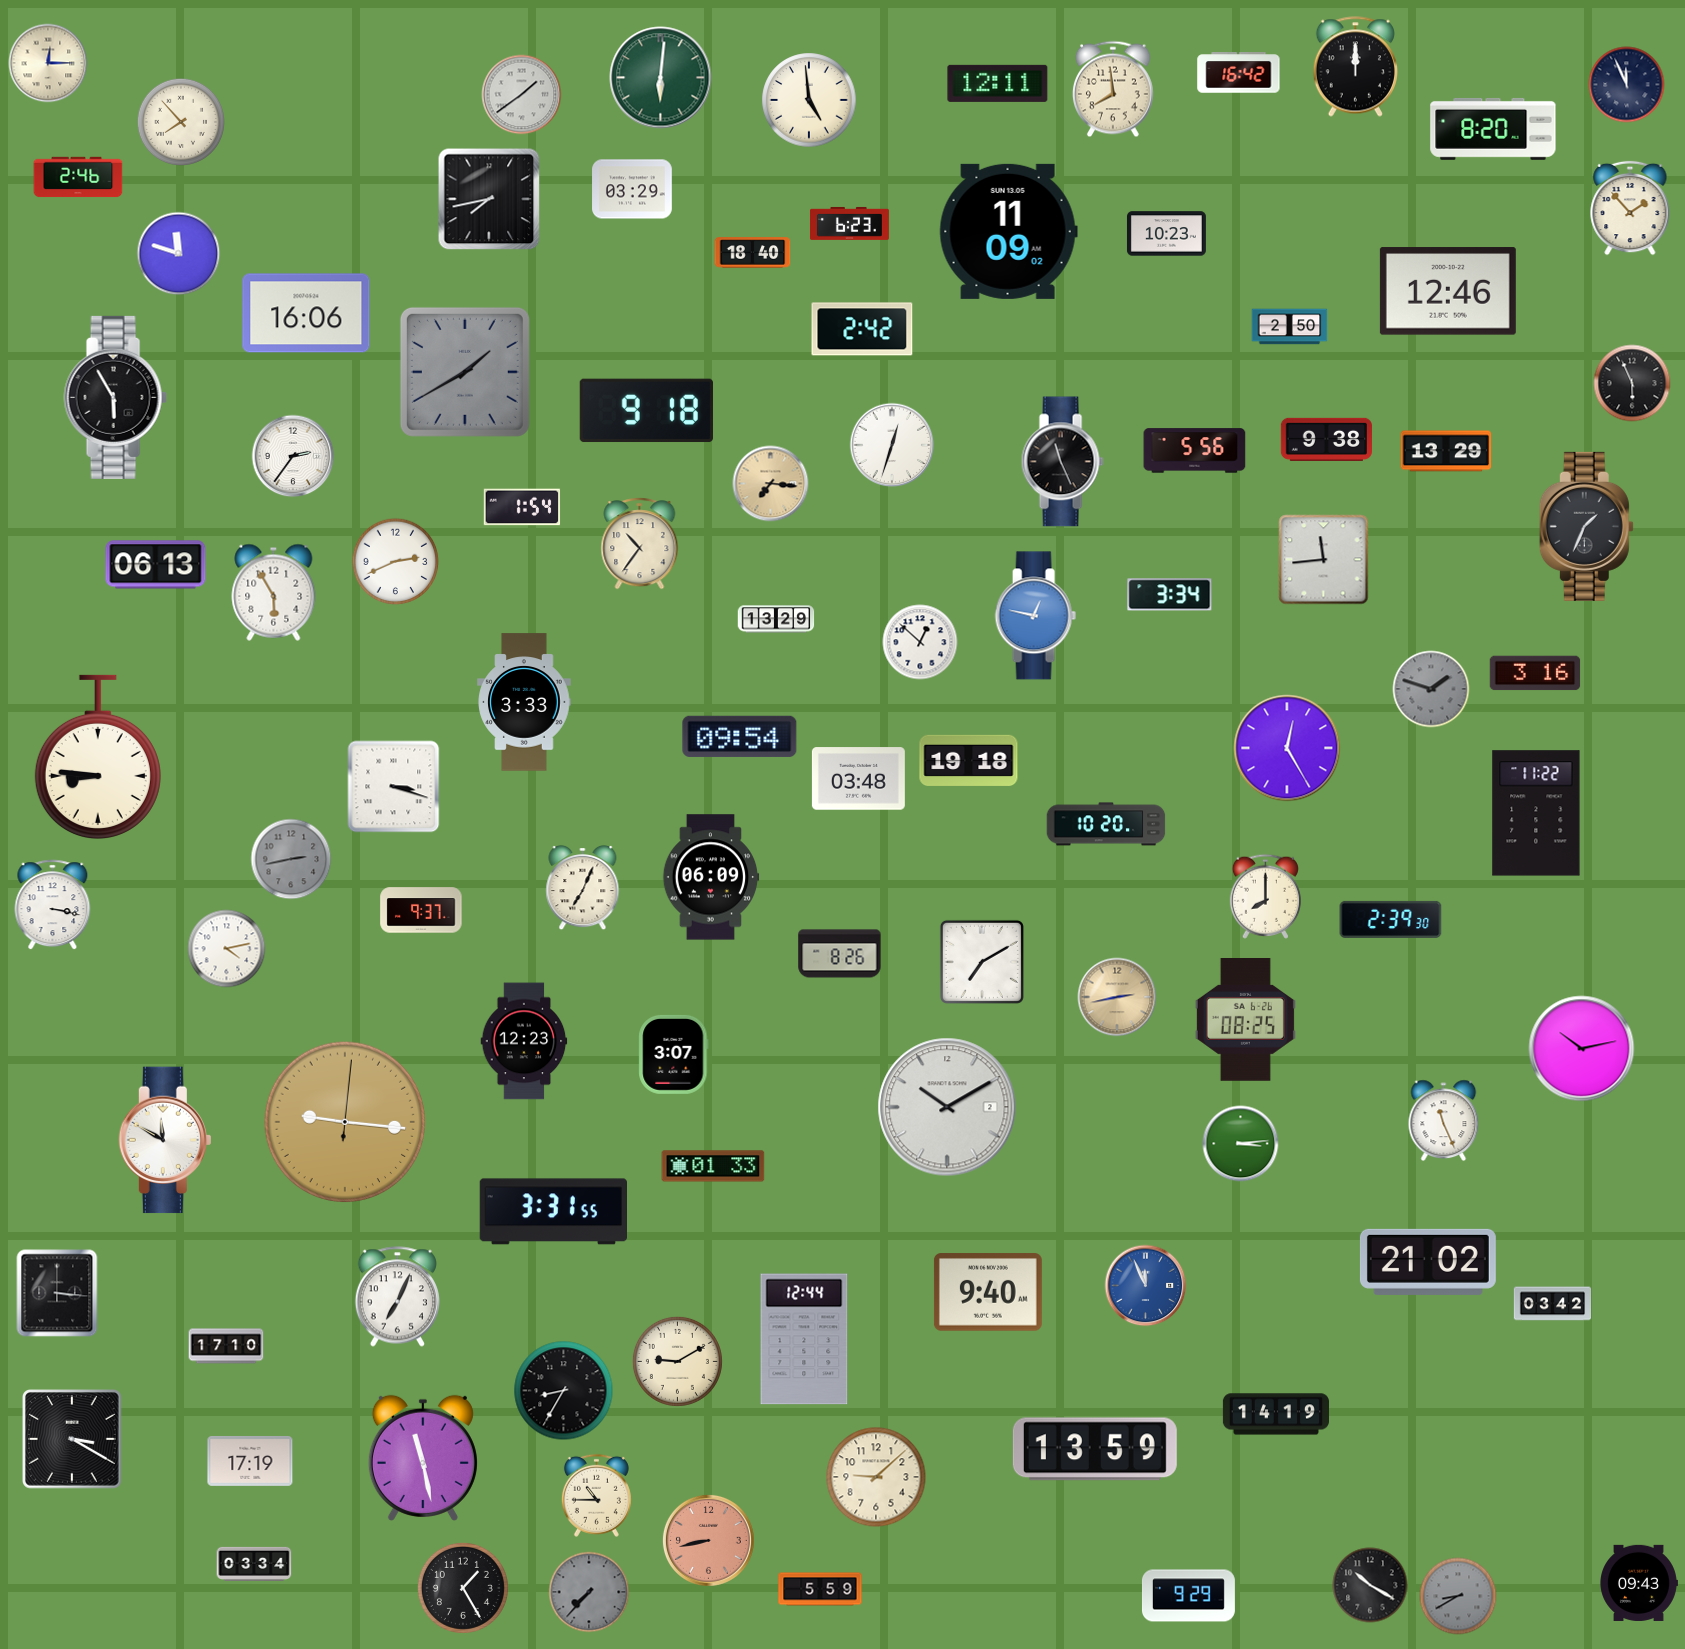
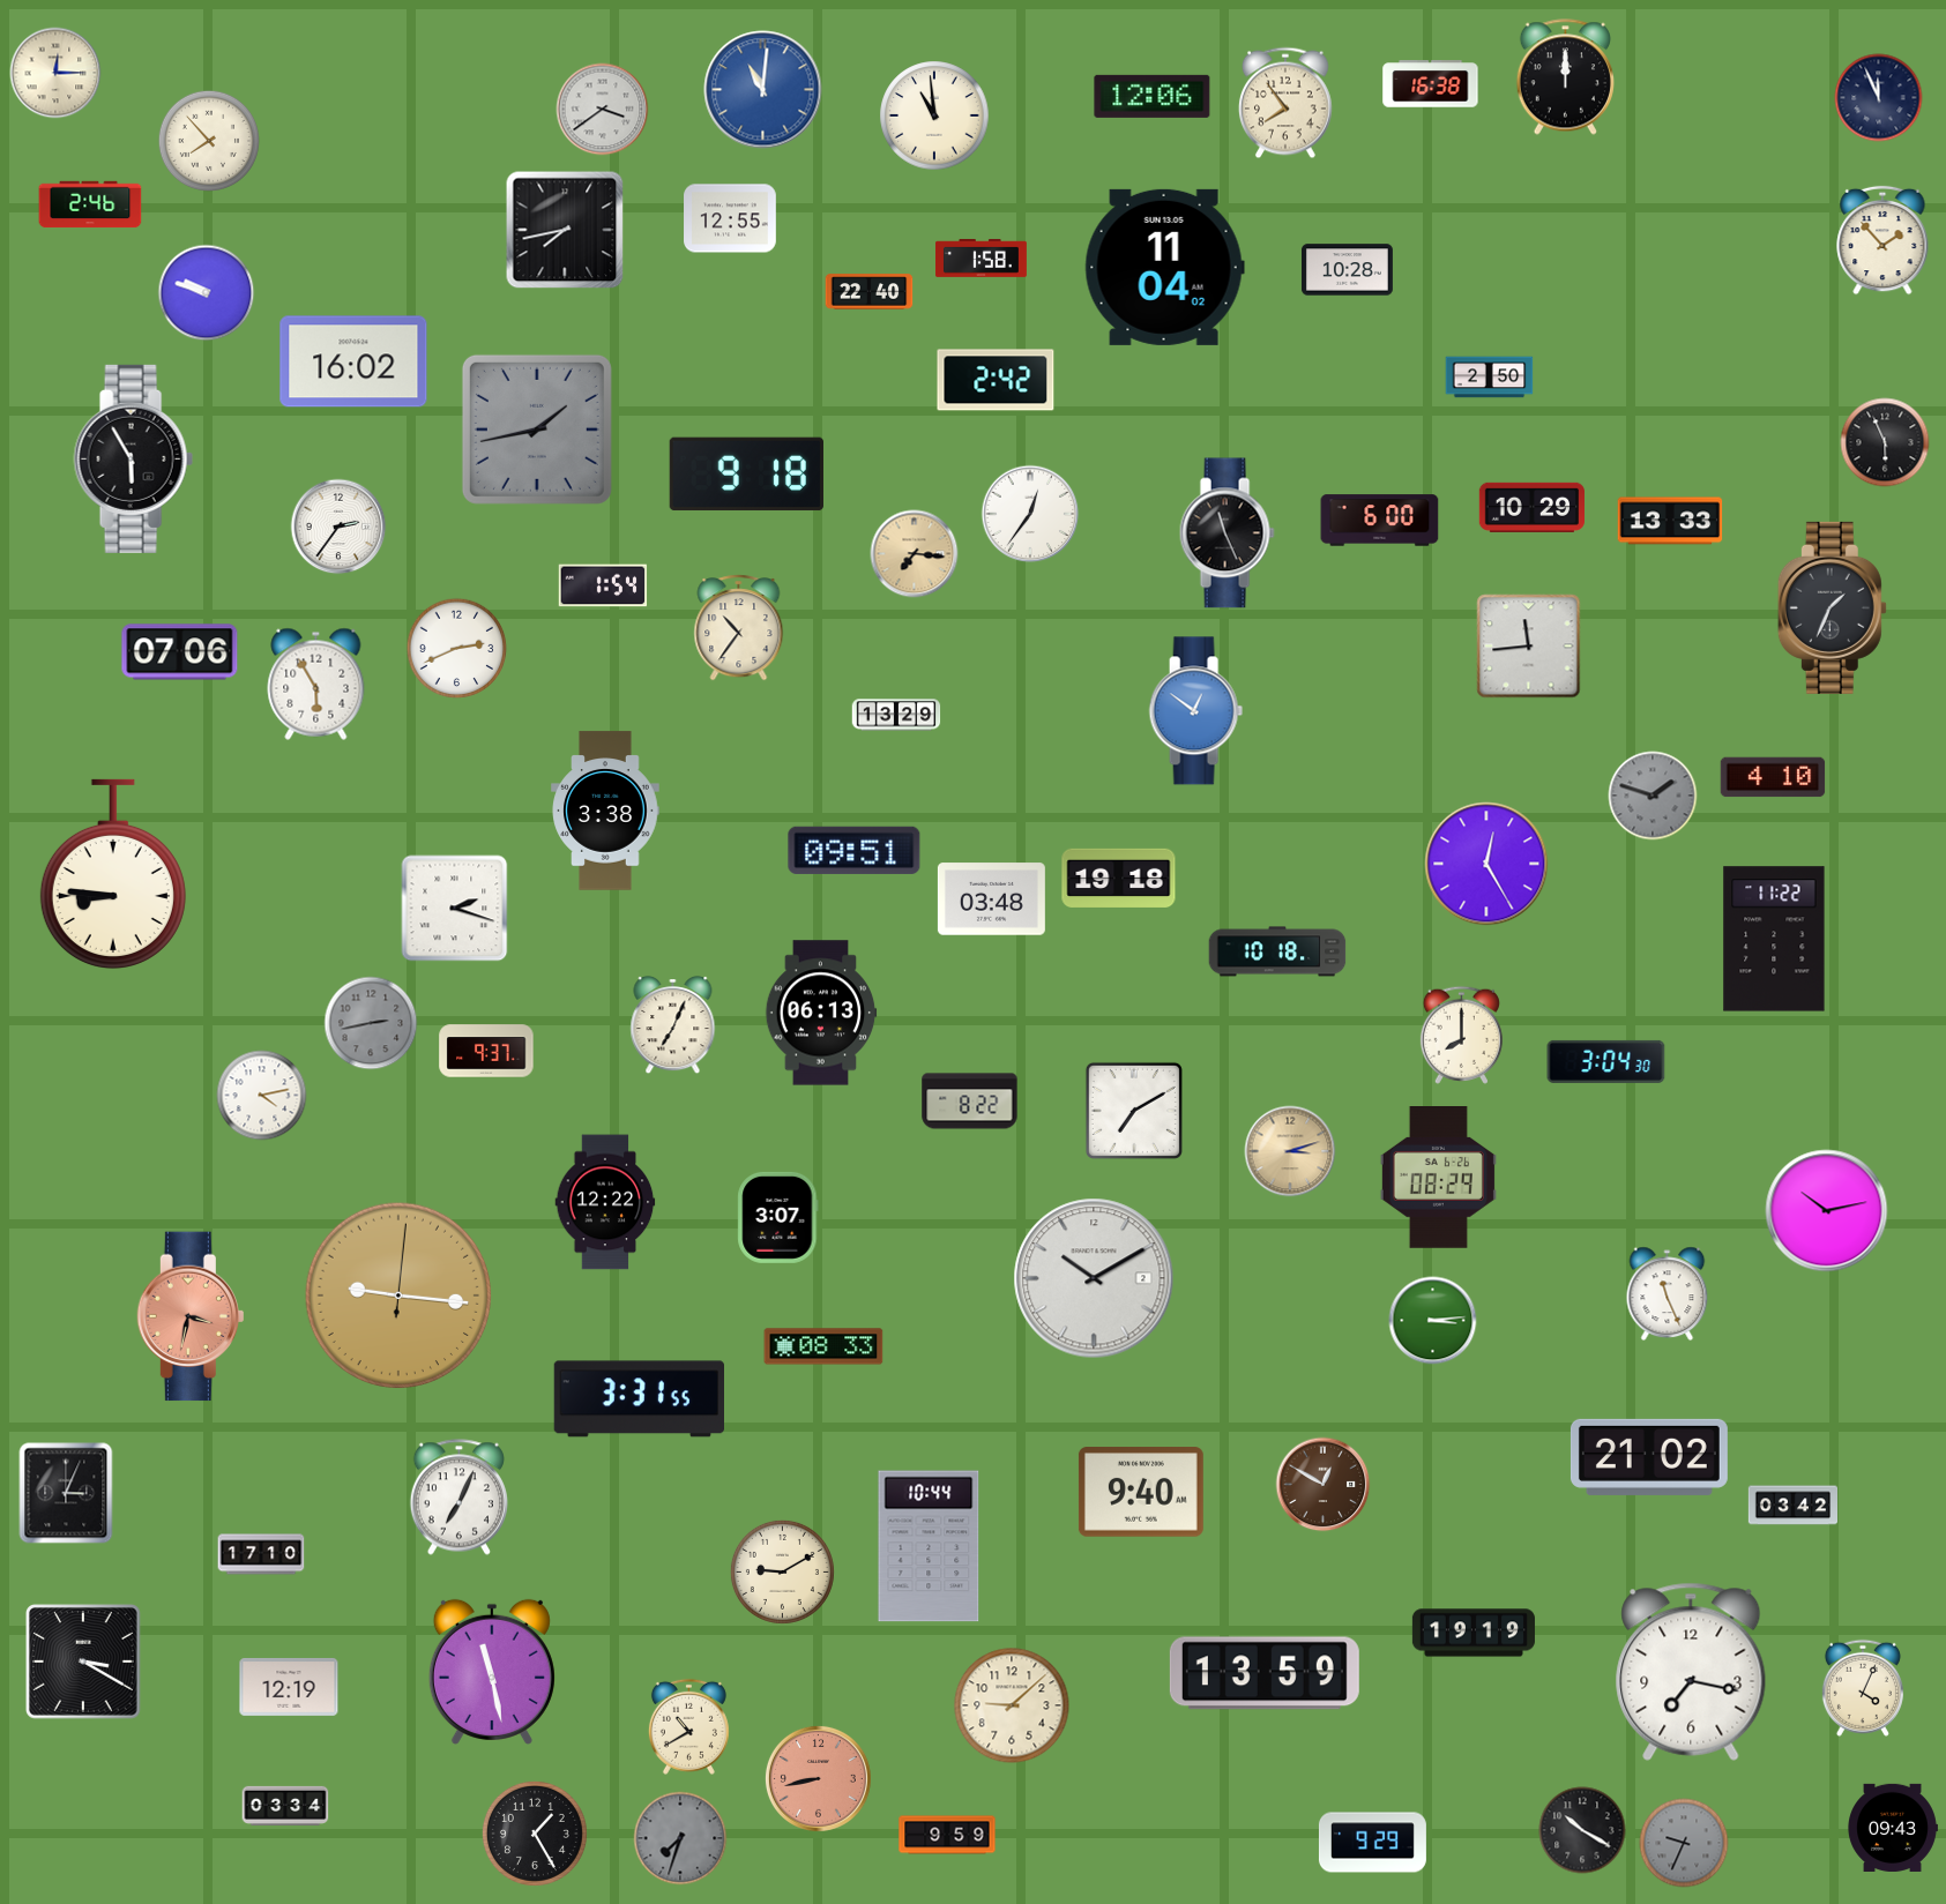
clock at (1239, 73): 16:42 -> 16:38
clock at (661, 78): 6:01 -> 11:01
clock at (661, 78) dial: green -> blue
clock at (998, 83): 12:11 -> 12:06
clock at (1113, 89): 7:59 -> 7:54
clock at (522, 95): 1:39 -> 3:39
clock at (809, 100): 4:59 -> 10:59
clock at (1493, 129): 8:20 -> none
clock at (632, 189): 03:29 -> 12:55
clock at (849, 223): 6:23 -> 1:58
clock at (1008, 231): 11:09 -> 11:04
clock at (1166, 234): 10:23 -> 10:28
clock at (753, 253): 18:40 -> 22:40
clock at (179, 254): 11:48 -> 9:48
clock at (1448, 291): 12:46 -> none
clock at (306, 313): 16:06 -> 16:02
clock at (465, 372): 1:40 -> 1:43
clock at (1326, 439): 9:38 -> 10:29
clock at (892, 445): 12:33 -> 12:36
clock at (1195, 451): 5:56 -> 6:00
clock at (1446, 451): 13:29 -> 13:33
clock at (771, 484) position: (771, 484) -> (915, 554)
clock at (156, 565): 06:13 -> 07:06
clock at (1170, 595): 3:34 -> none
clock at (1035, 616): 12:47 -> 12:51
clock at (920, 642): 12:52 -> none
clock at (1535, 673): 3:16 -> 4:10
clock at (524, 702): 3:33 -> 3:38
clock at (740, 736): 09:54 -> 09:51
clock at (394, 787): 3:18 -> 2:18
clock at (1106, 824): 10:20 -> 10:18
clock at (291, 859) position: (291, 859) -> (371, 1023)
clock at (711, 877): 06:09 -> 06:13
clock at (53, 905): 3:17 -> none
clock at (1391, 919): 2:39 -> 3:04
clock at (840, 954): 8:26 -> 8:22
clock at (1117, 997): 2:43 -> 3:12
clock at (1245, 1020): 08:25 -> 08:29
clock at (524, 1041): 12:23 -> 12:22
clock at (164, 1140): 11:50 -> 3:32
clock at (164, 1140) dial: white -> salmon
clock at (713, 1166): 01:33 -> 08:33
clock at (1146, 1286): 11:56 -> 12:50
clock at (1146, 1286) dial: blue -> brown
clock at (57, 1293): 3:16 -> 3:04
clock at (804, 1339): 12:44 -> 10:44
clock at (564, 1391): 8:35 -> none
clock at (1276, 1414): 14:19 -> 19:19
clock at (1691, 1672): none -> 7:17
clock at (423, 1458) position: (423, 1458) -> (492, 1672)
clock at (250, 1461): 17:19 -> 12:19
clock at (1863, 1688): none -> 4:04
clock at (596, 1495): 10:45 -> 10:40
clock at (254, 1564) position: (254, 1564) -> (285, 1806)
clock at (820, 1589): 5:59 -> 9:59
clock at (589, 1592): 7:37 -> 7:33
clock at (1458, 1596): 8:40 -> 9:34
